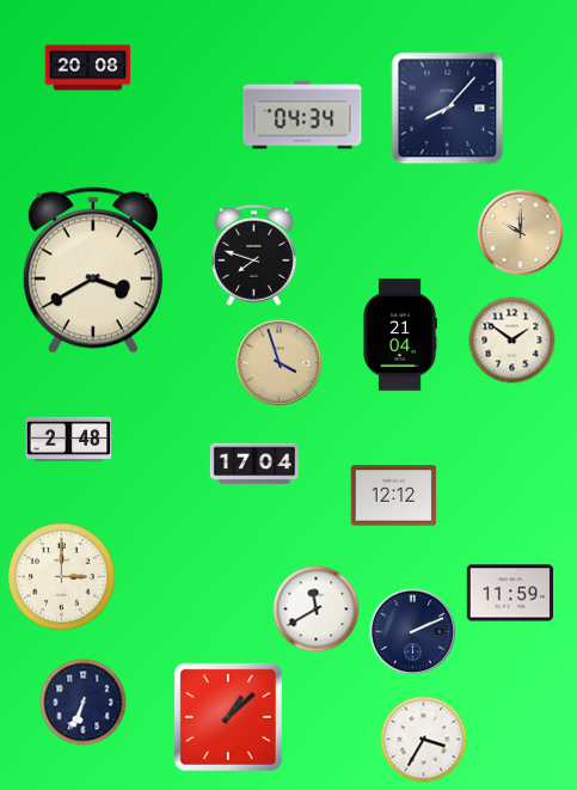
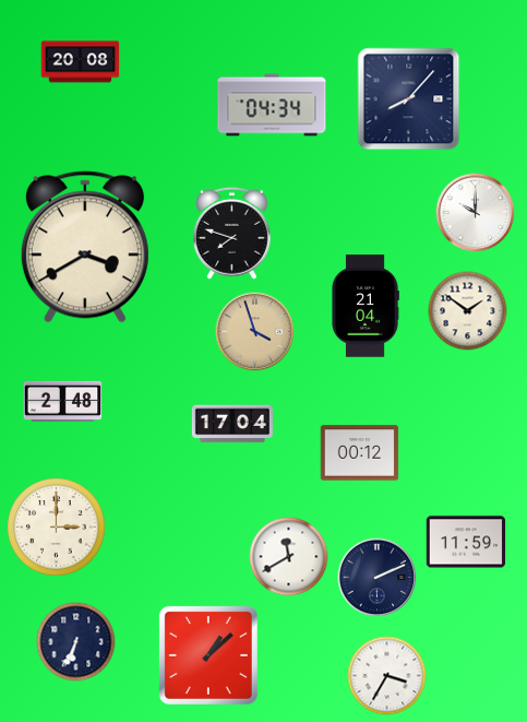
clock at (302, 115) position: (302, 115) -> (272, 105)
clock at (521, 233) dial: champagne -> white
clock at (394, 496): 12:12 -> 00:12
